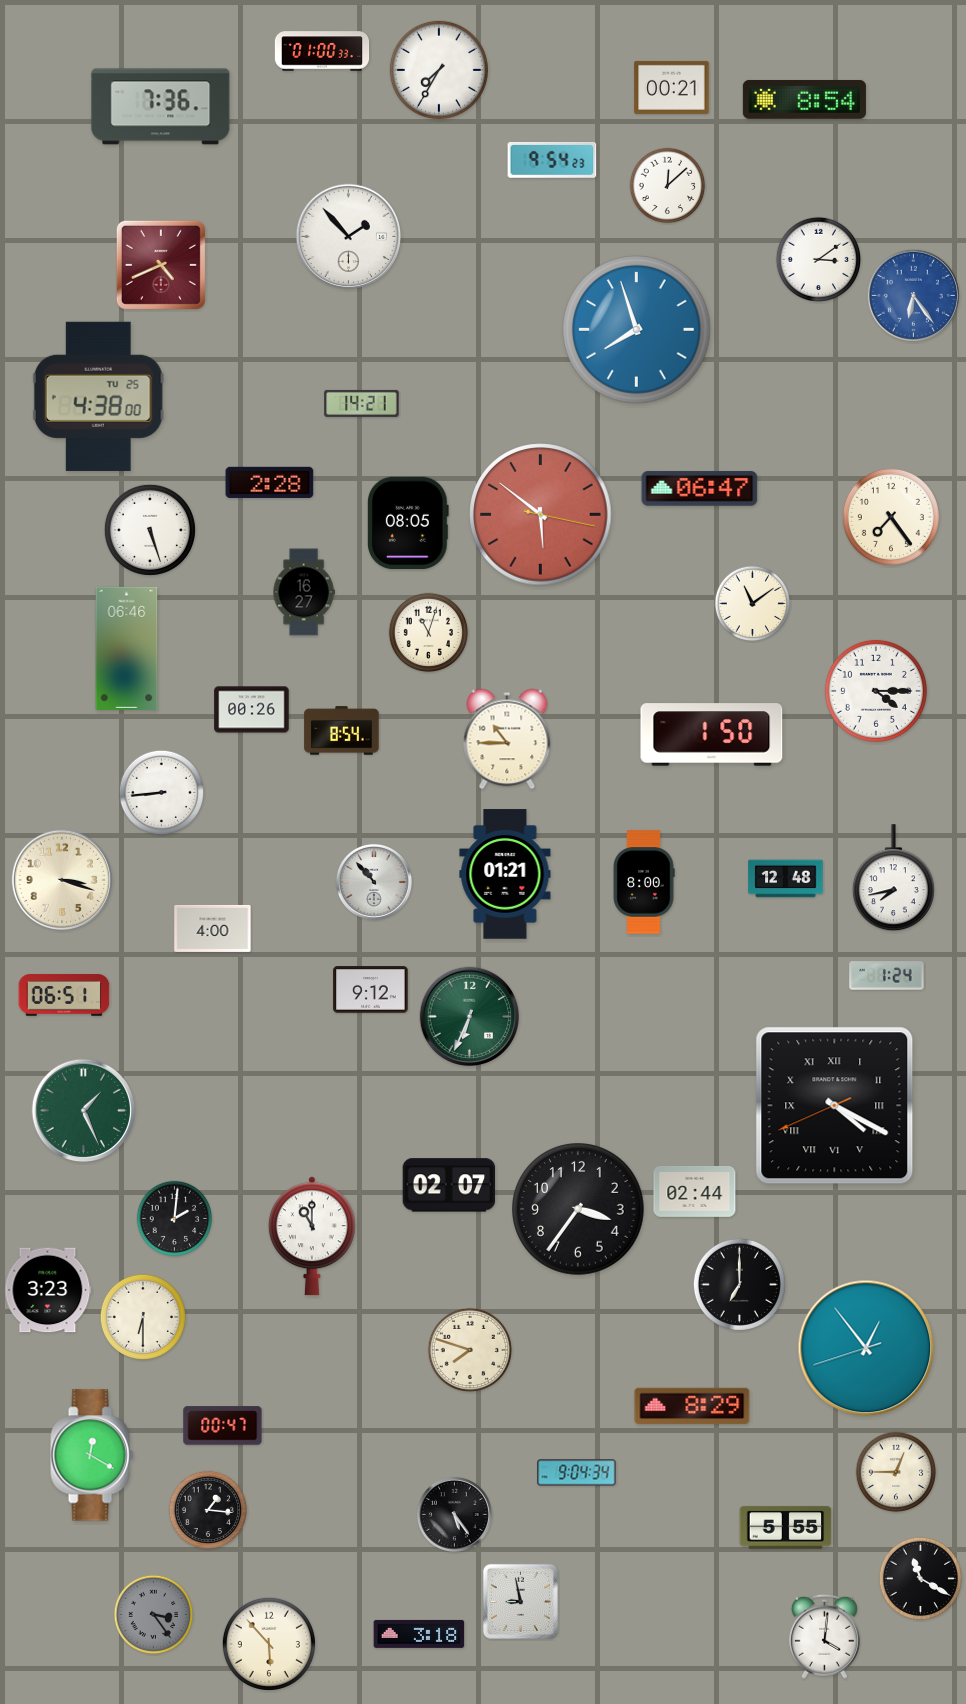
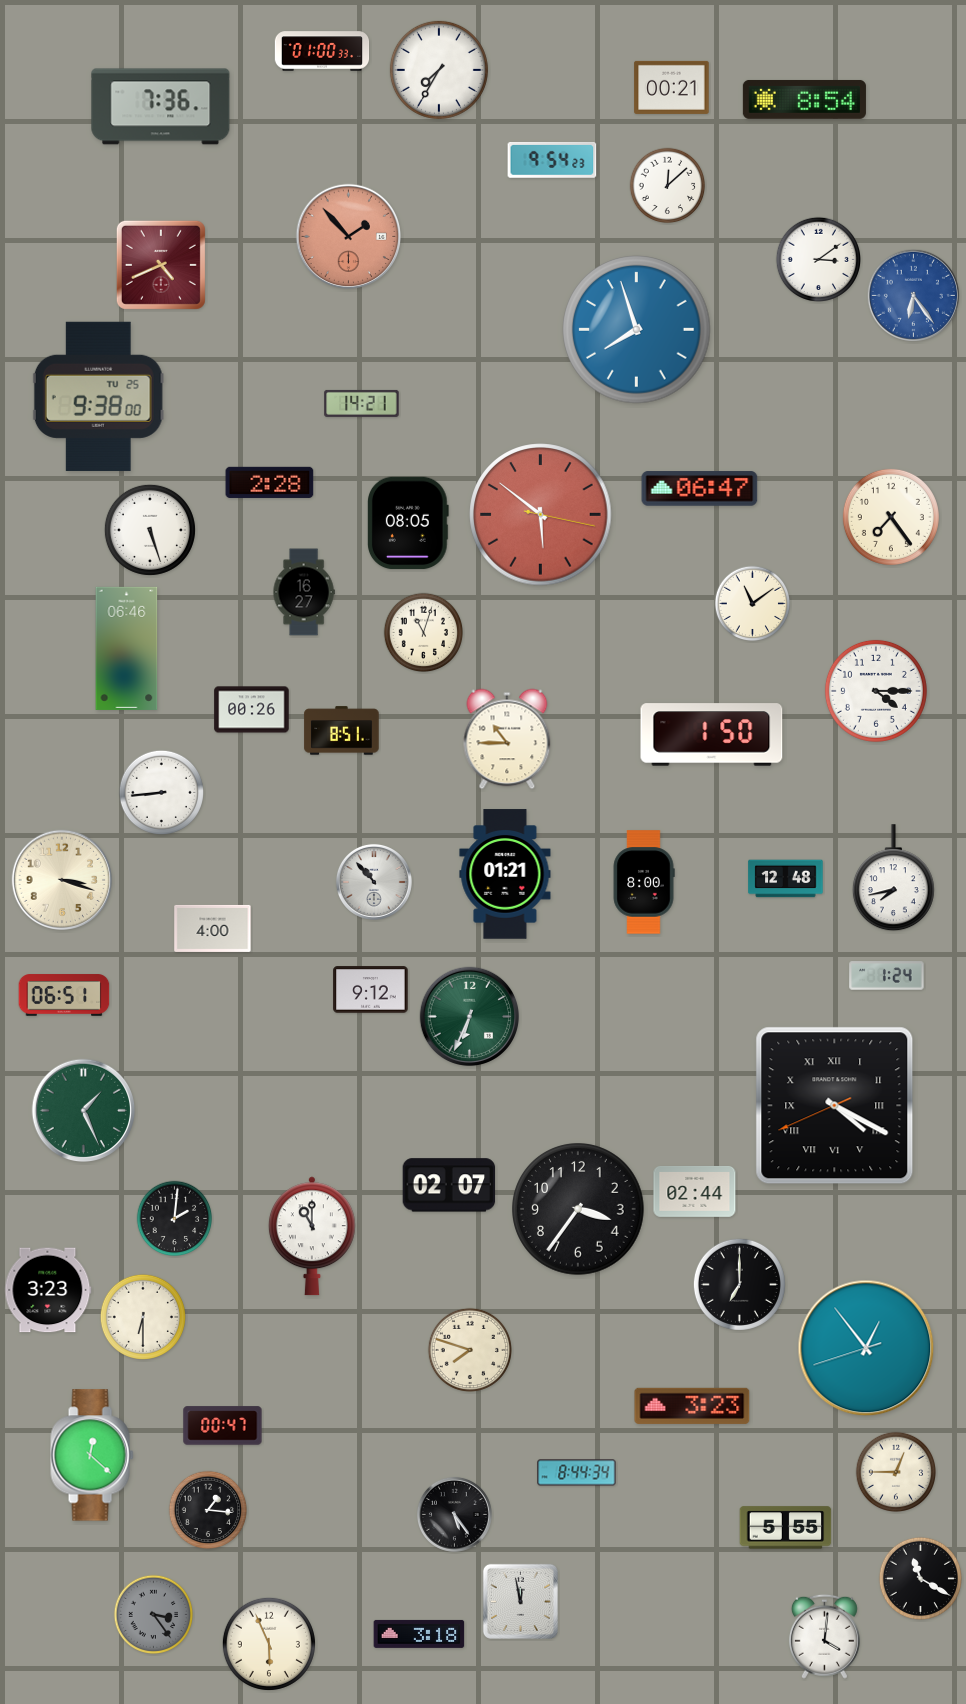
clock at (349, 237) dial: white -> salmon
clock at (98, 396): 4:38 -> 9:38
clock at (429, 633) position: (429, 633) -> (424, 633)
clock at (342, 731): 8:54 -> 8:51
clock at (692, 1406): 8:29 -> 3:23
clock at (92, 1455): 12:20 -> 12:22
clock at (577, 1473): 9:04 -> 8:44
clock at (520, 1601): 8:58 -> 11:58
clock at (269, 1644): 5:53 -> 5:56
